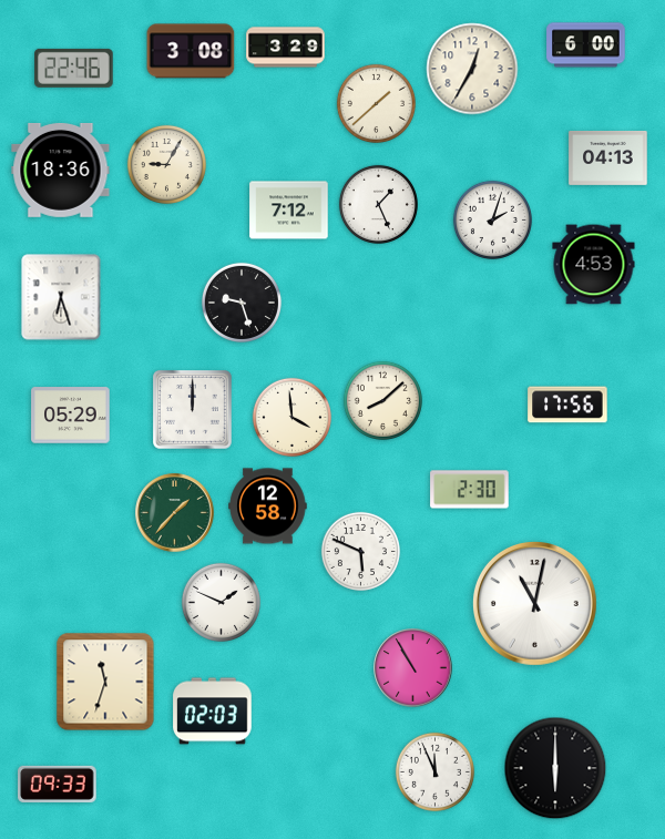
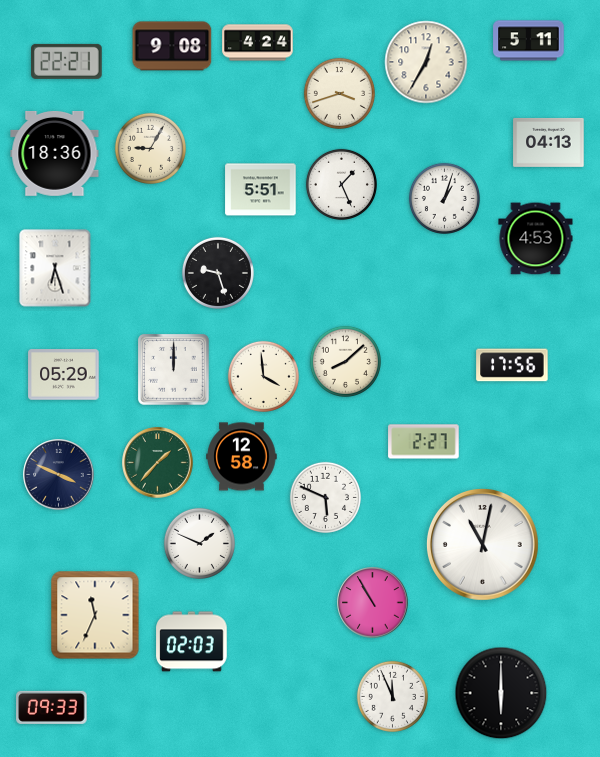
clock at (586, 45): 6:00 -> 5:11
clock at (286, 48): 3:29 -> 4:24
clock at (191, 51): 3:08 -> 9:08
clock at (74, 68): 22:46 -> 22:21
clock at (376, 103): 1:38 -> 3:42
clock at (289, 211): 7:12 -> 5:51
clock at (492, 219): 2:03 -> 1:03
clock at (470, 490): 2:30 -> 2:27
clock at (59, 475): none -> 3:49
clock at (105, 682): 11:33 -> 11:34
